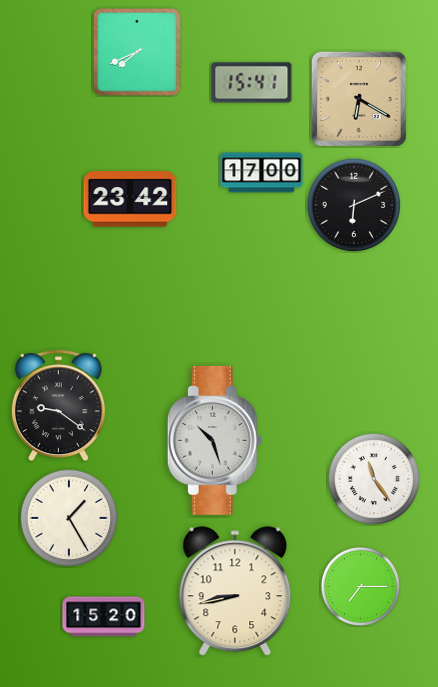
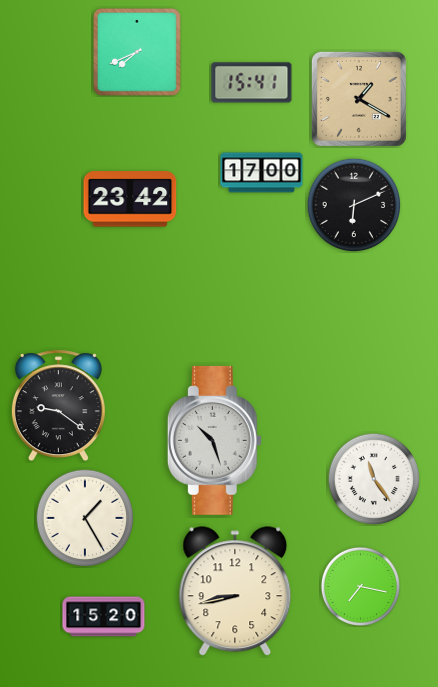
clock at (359, 99): 6:20 -> 1:20
clock at (69, 518) position: (69, 518) -> (85, 518)
clock at (360, 586): 7:15 -> 7:17
